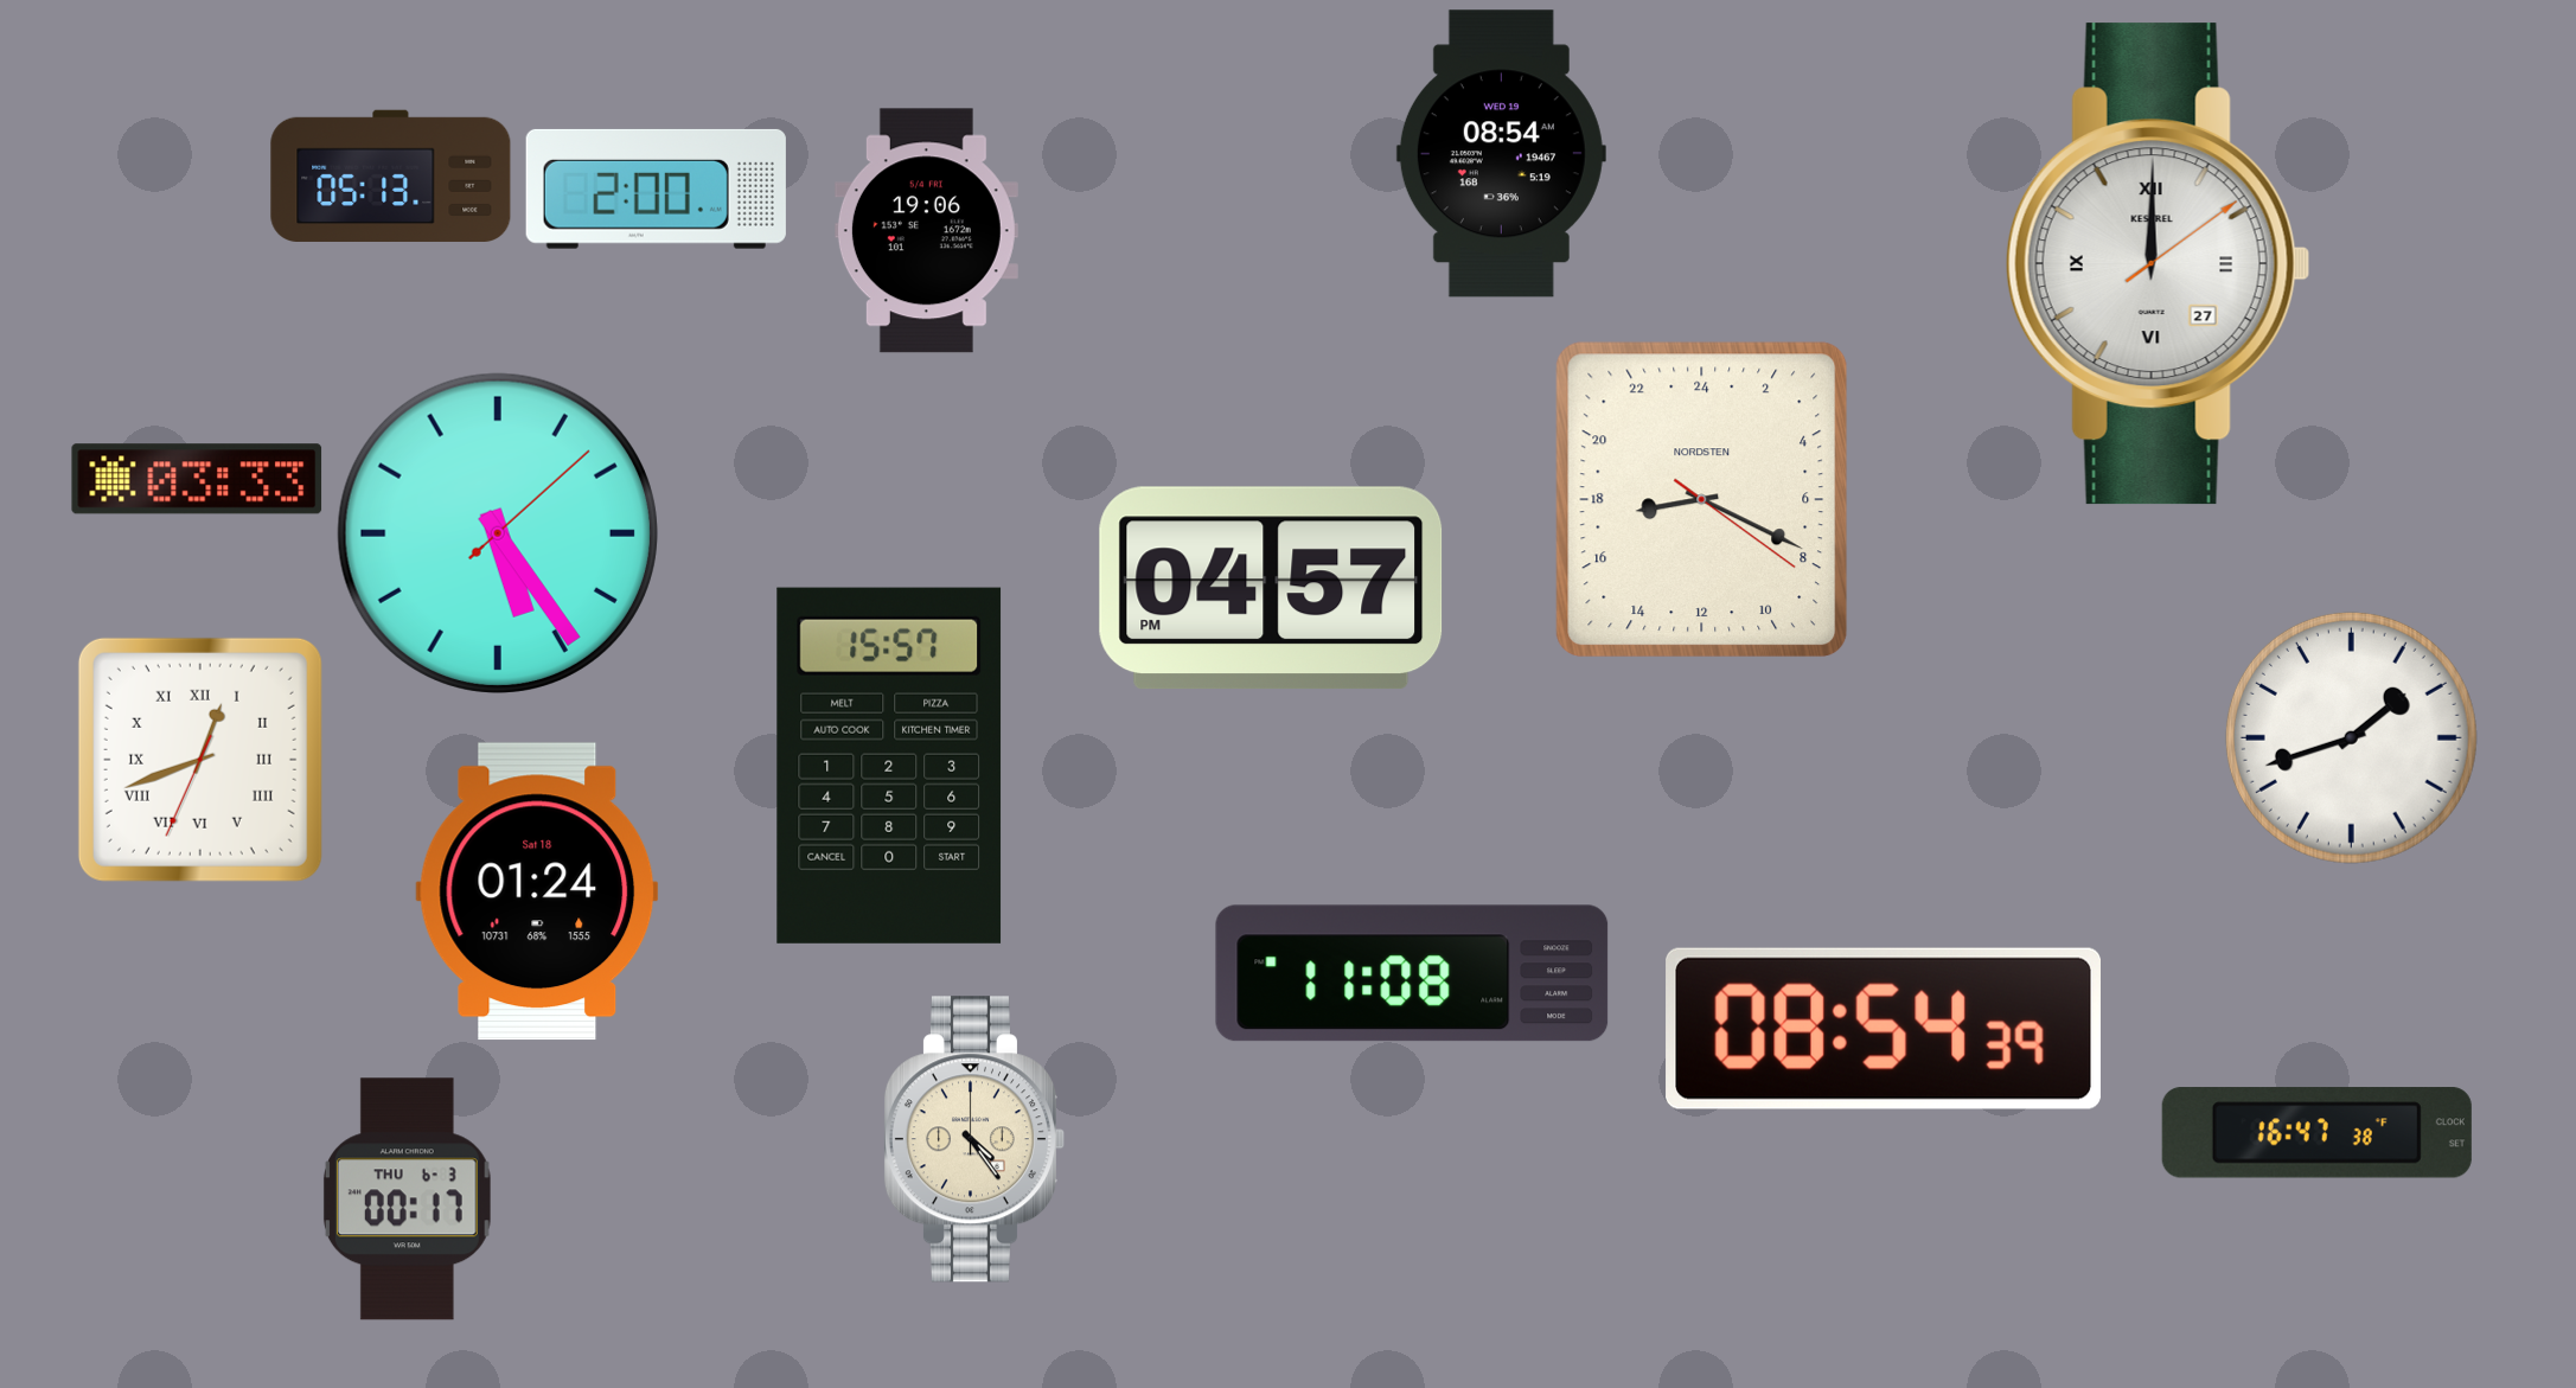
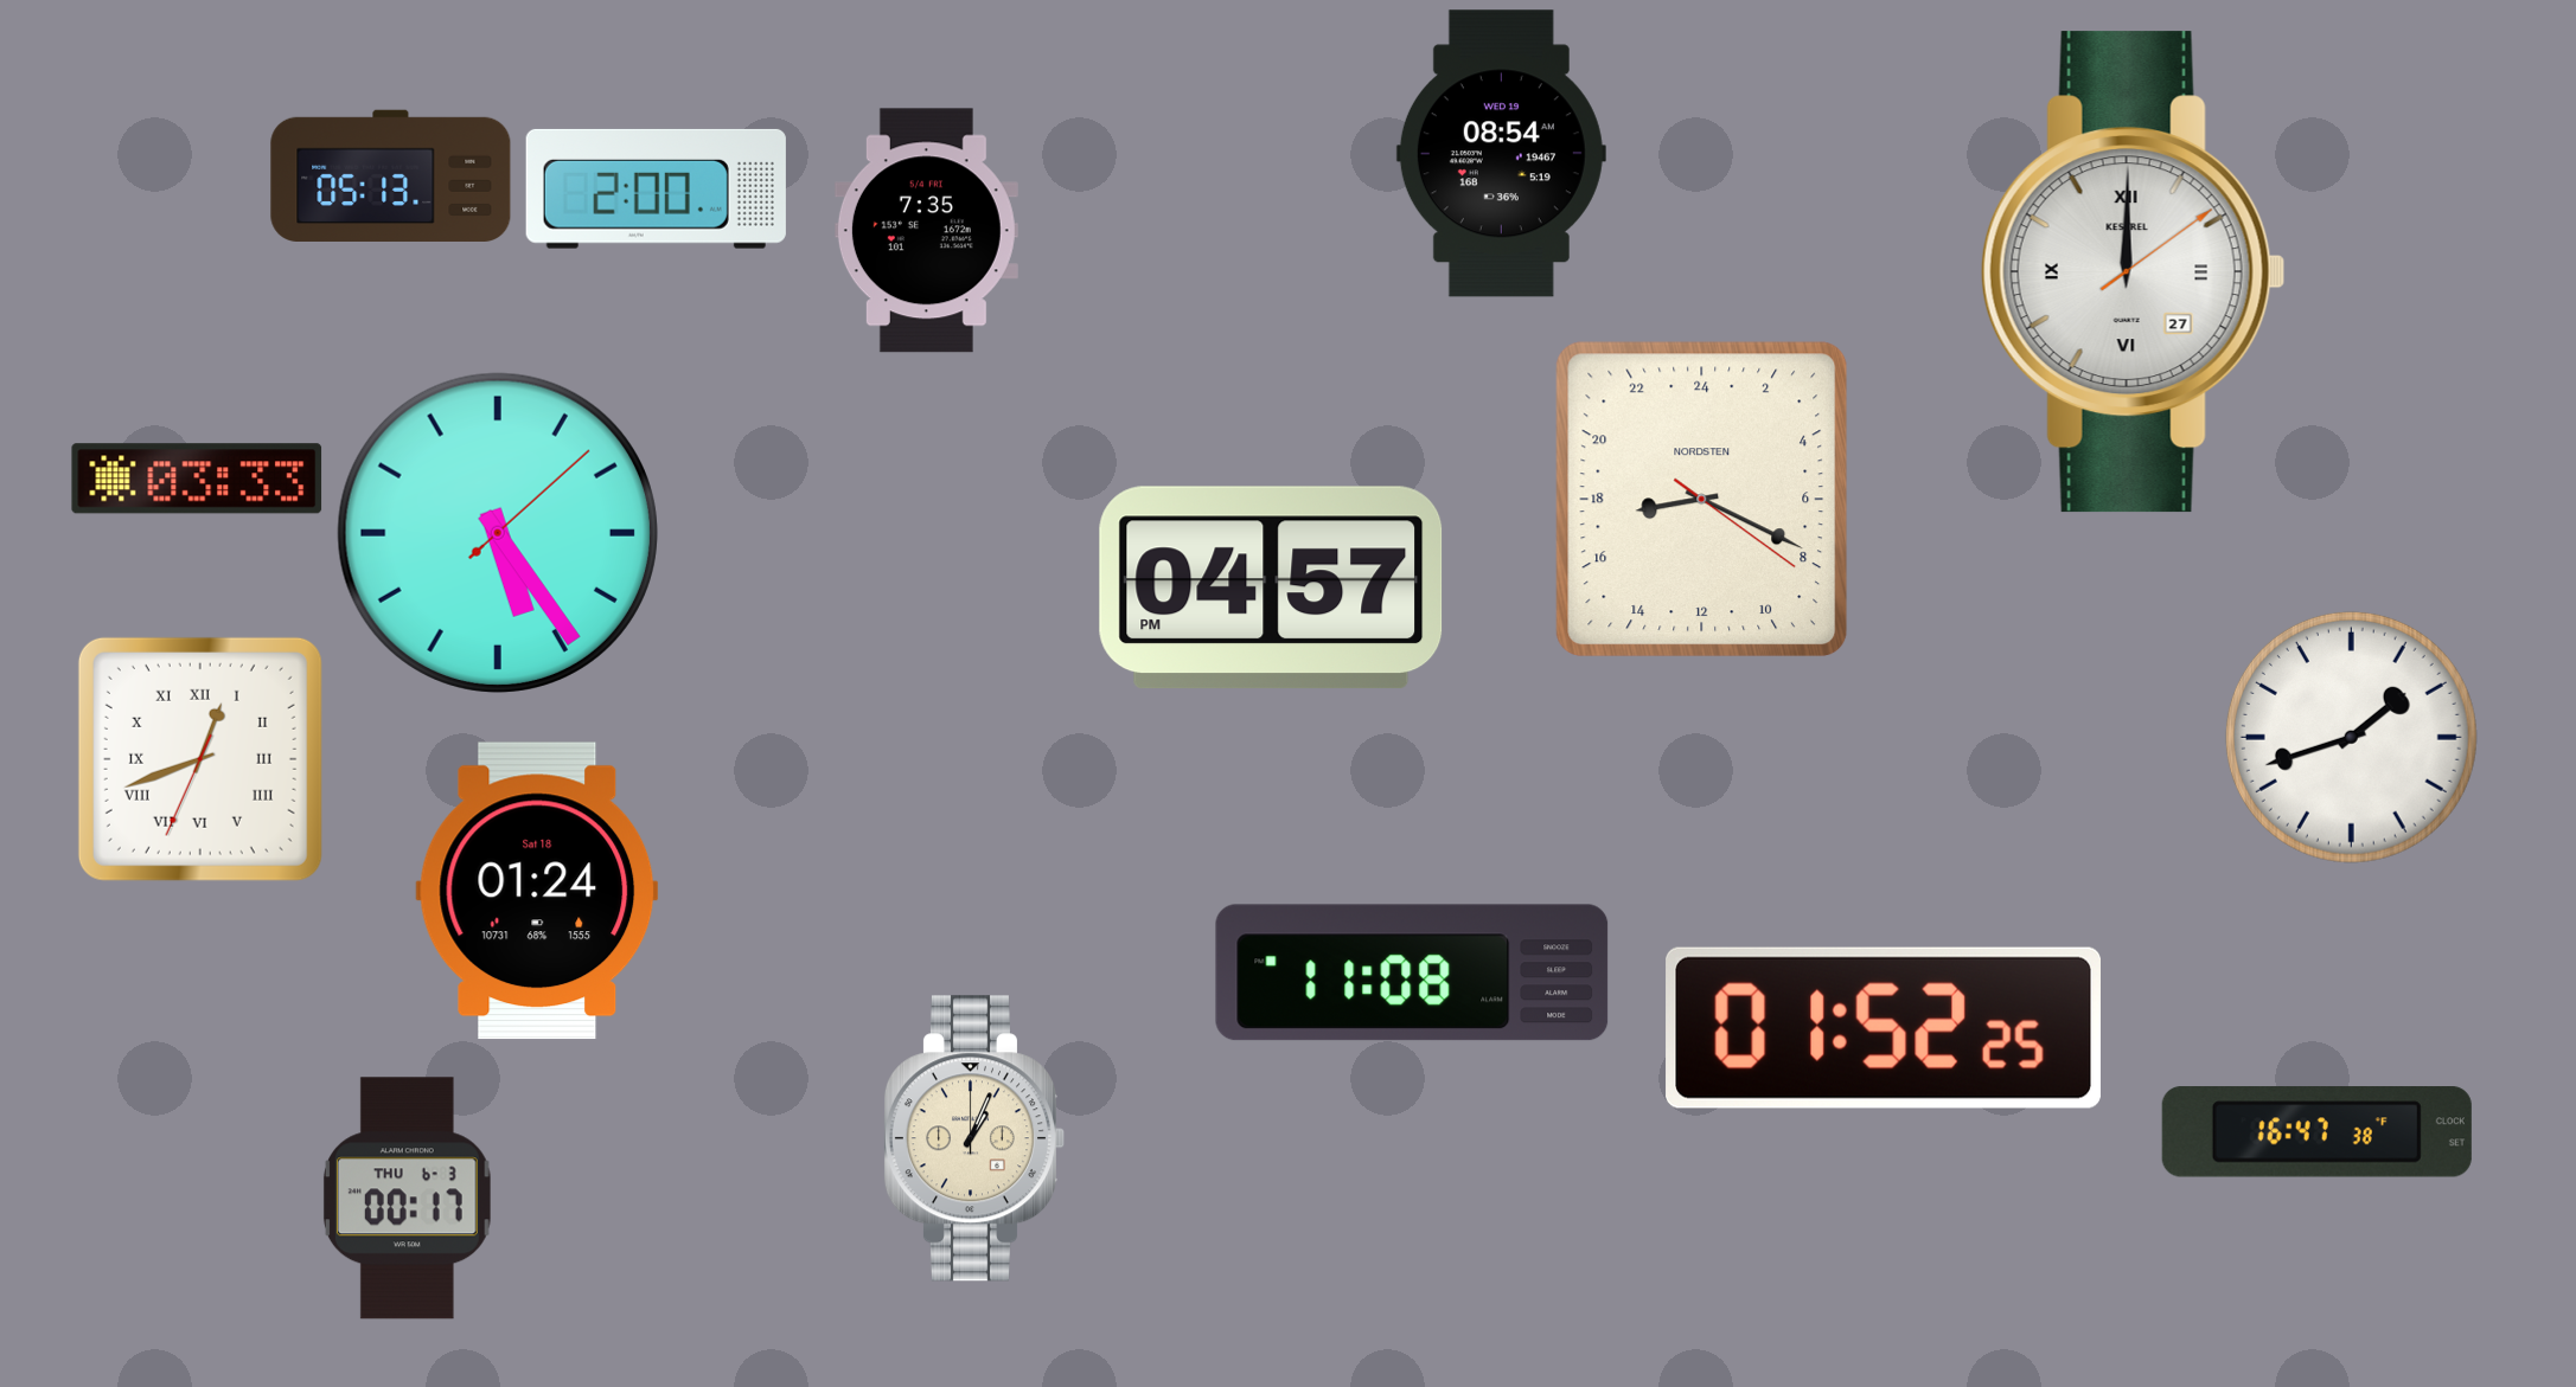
clock at (926, 231): 19:06 -> 7:35
clock at (2158, 264) position: (2158, 264) -> (2133, 272)
clock at (889, 766): 15:57 -> none
clock at (1884, 1029): 08:54 -> 01:52
clock at (973, 1139): 4:24 -> 1:04
